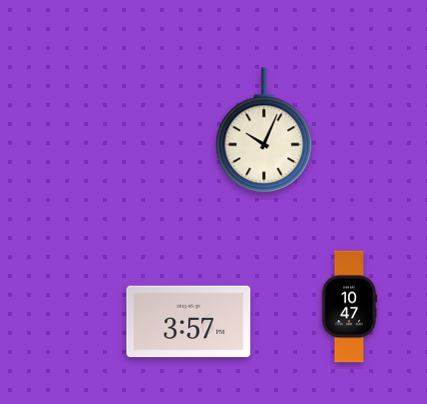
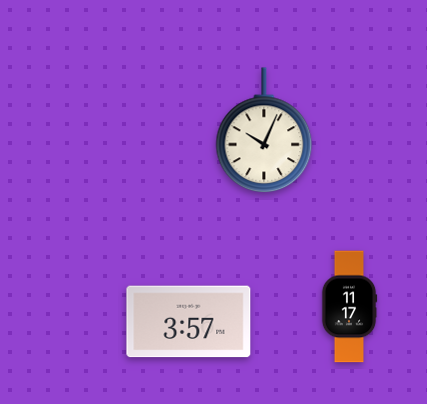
clock at (349, 307): 10:47 -> 11:17
